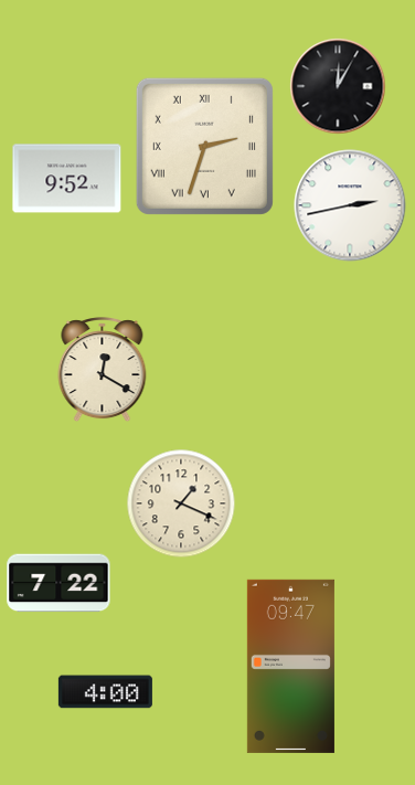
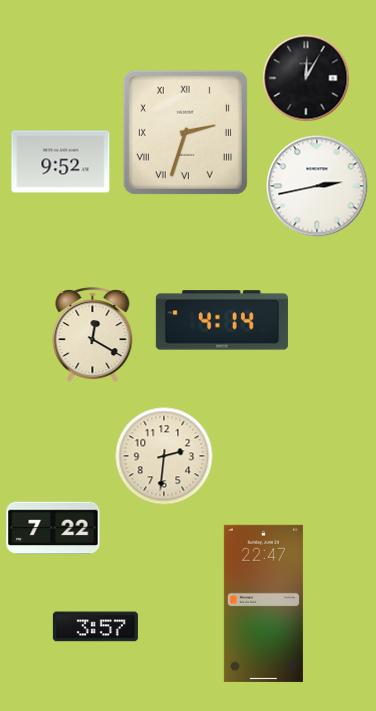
clock at (222, 320): none -> 4:14
clock at (181, 503): 1:19 -> 2:31
clock at (290, 666): 09:47 -> 22:47
clock at (105, 692): 4:00 -> 3:57
